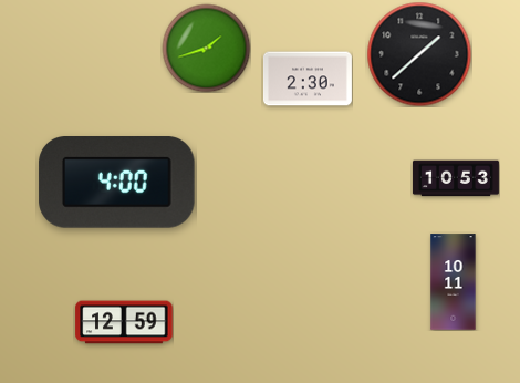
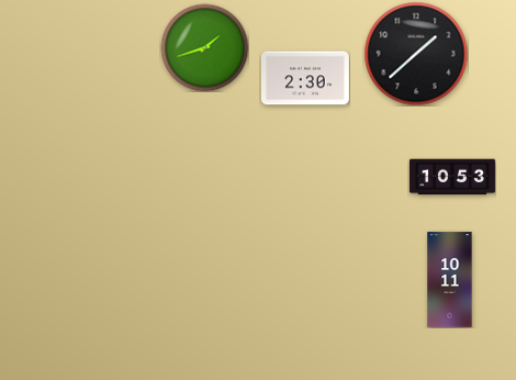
clock at (117, 183): 4:00 -> none
clock at (124, 322): 12:59 -> none
